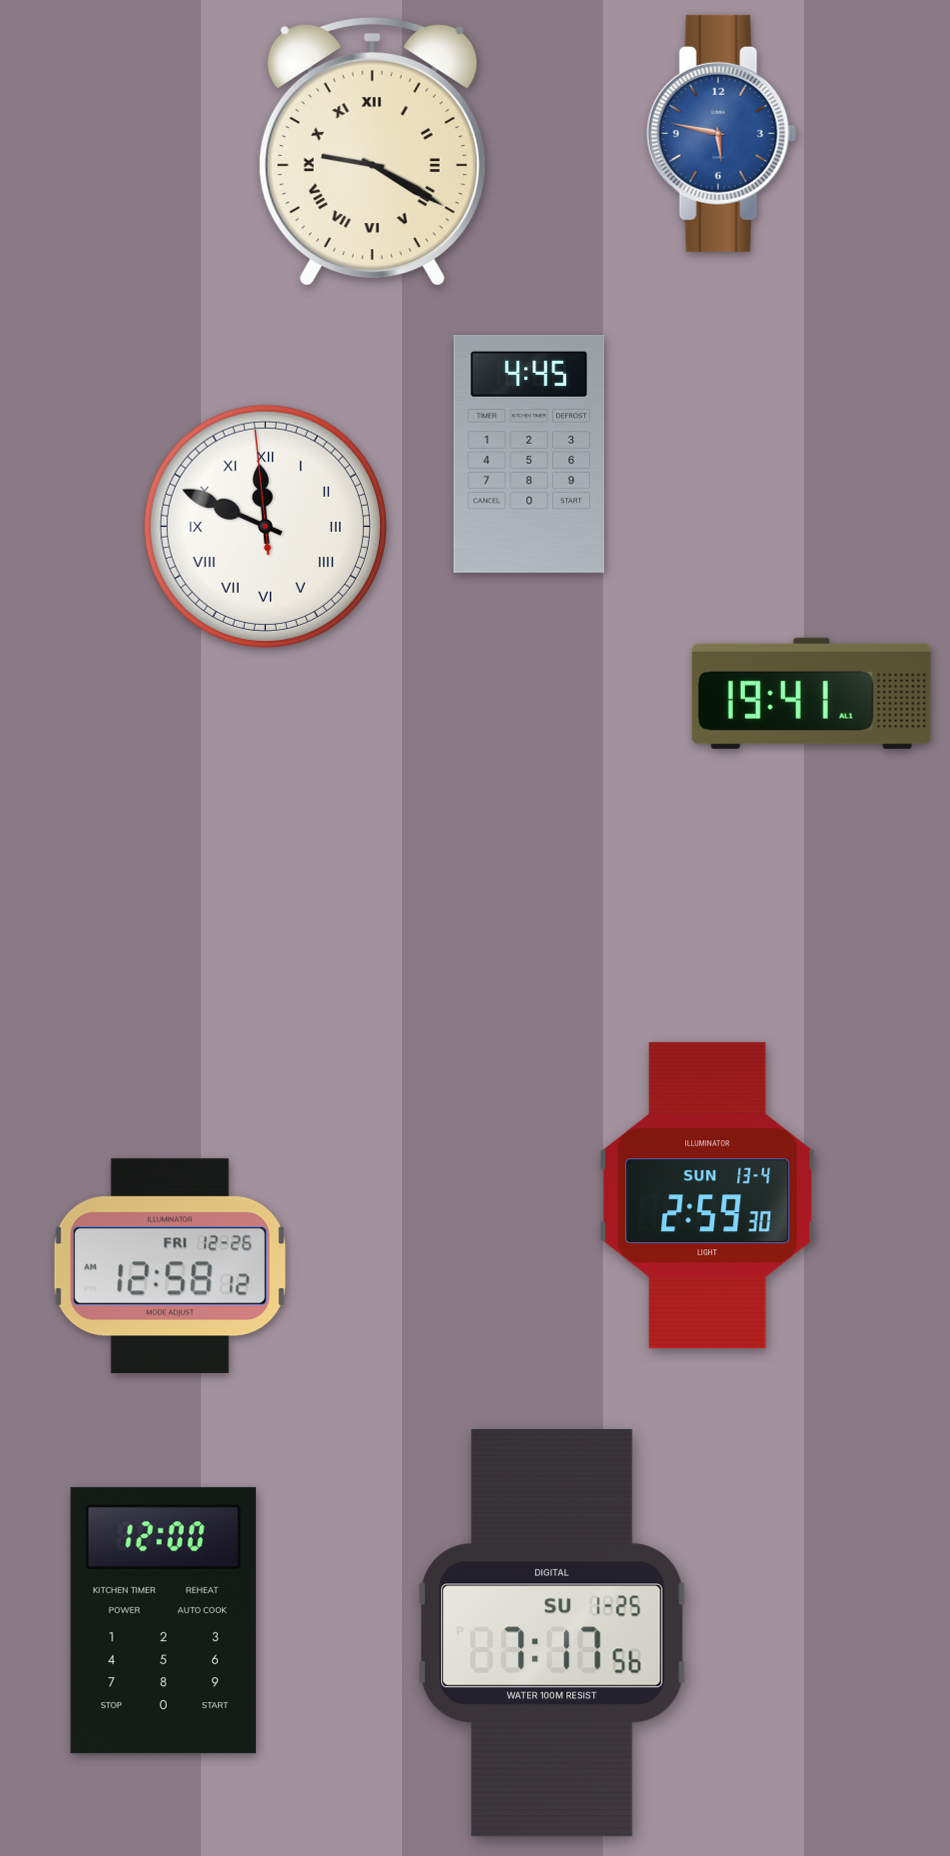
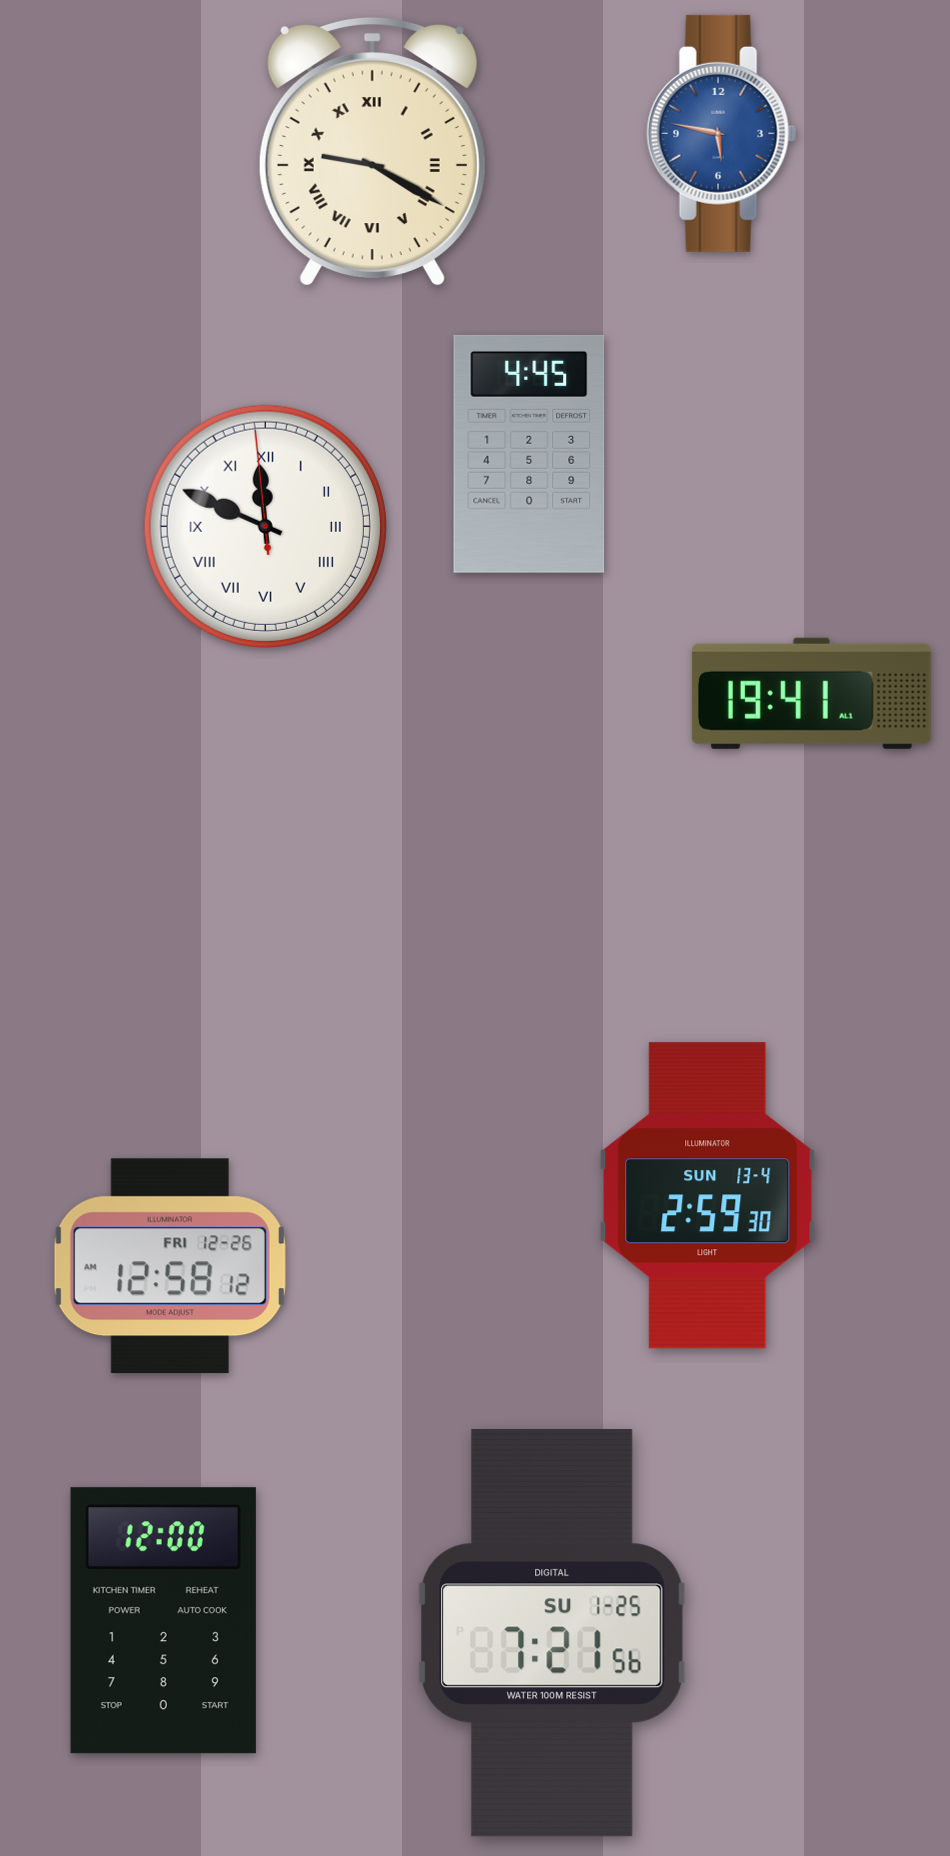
clock at (552, 1633): 7:17 -> 7:21
